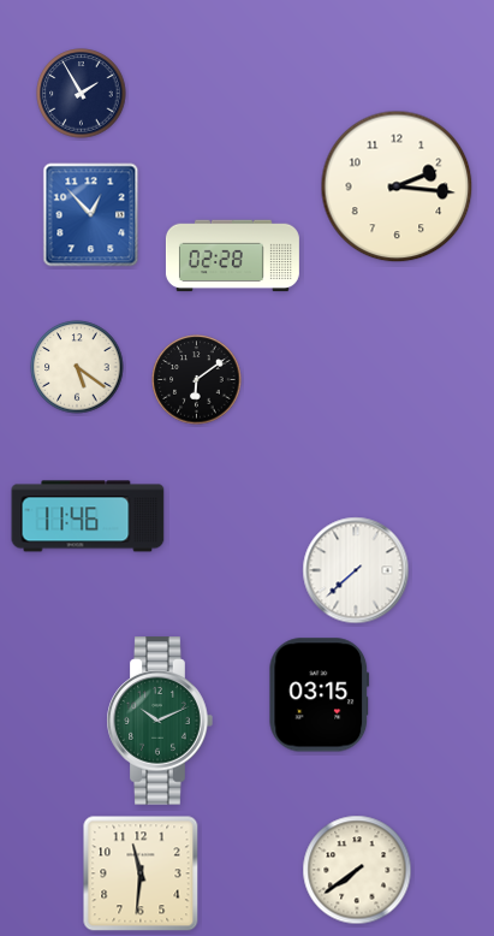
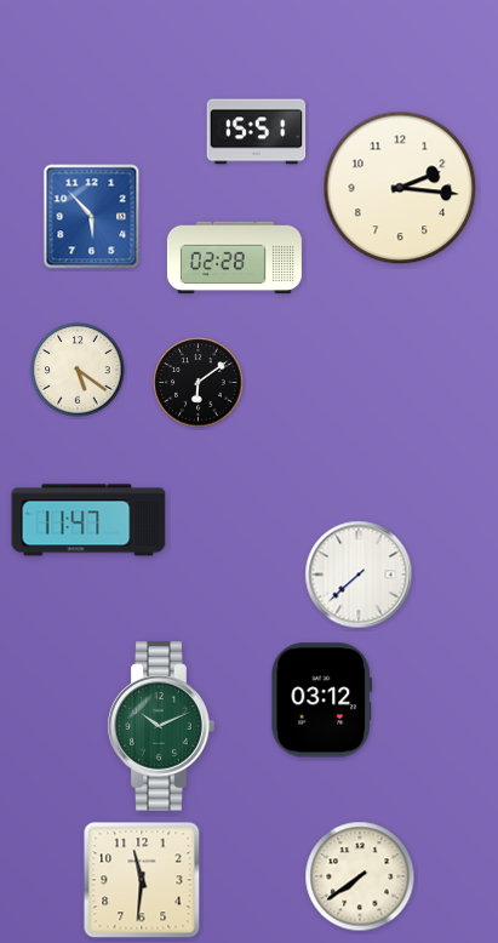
clock at (82, 94): 1:55 -> none
clock at (257, 132): none -> 15:51
clock at (91, 215): 12:53 -> 5:53
clock at (88, 516): 11:46 -> 11:47
clock at (320, 695): 03:15 -> 03:12
